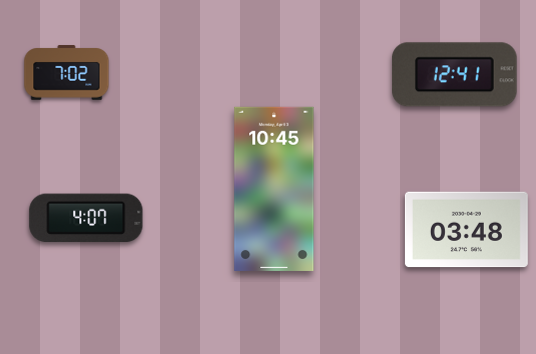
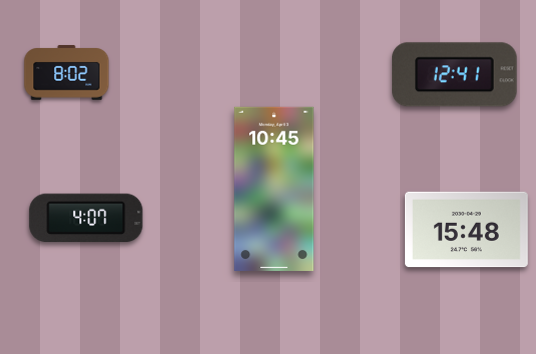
clock at (67, 73): 7:02 -> 8:02
clock at (466, 230): 03:48 -> 15:48
